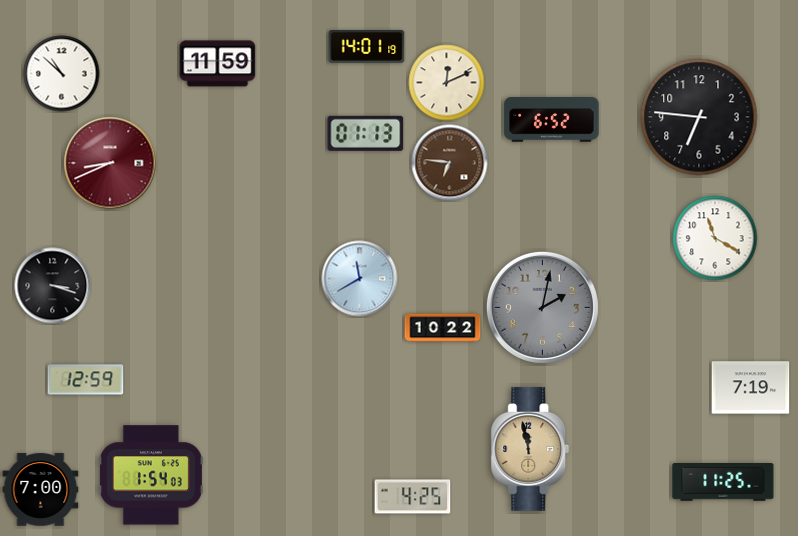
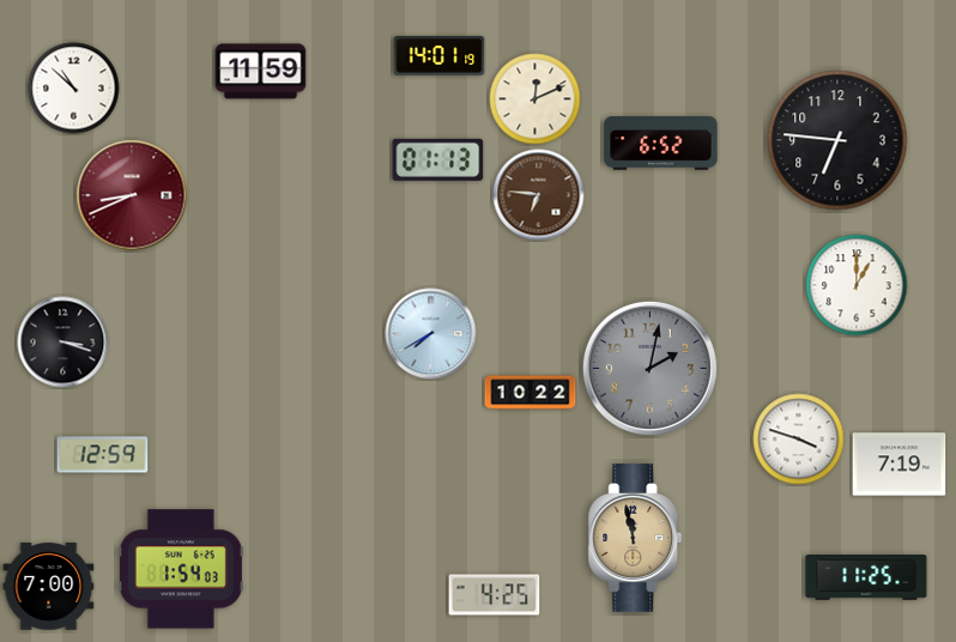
clock at (218, 64) position: (218, 64) -> (261, 72)
clock at (715, 238): 11:20 -> 1:00
clock at (360, 279): 11:40 -> 7:40
clock at (799, 440): none -> 3:48
